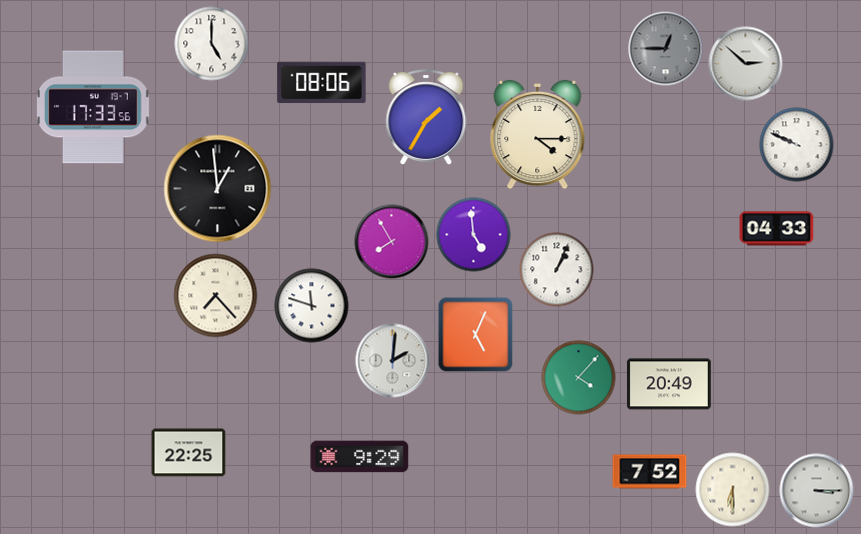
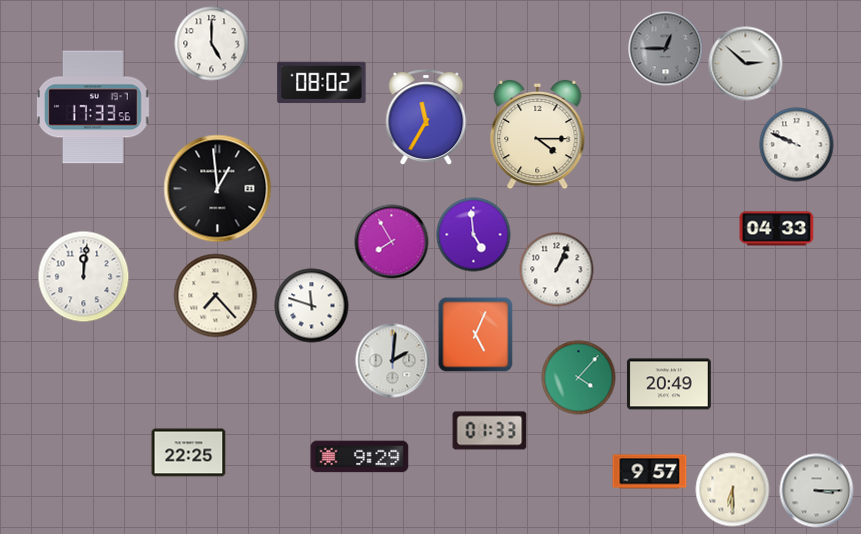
clock at (322, 83): 08:06 -> 08:02
clock at (426, 117): 1:35 -> 11:35
clock at (84, 277): none -> 12:01
clock at (490, 431): none -> 01:33
clock at (650, 472): 7:52 -> 9:57
